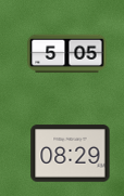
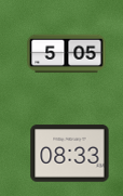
clock at (71, 154): 08:29 -> 08:33
